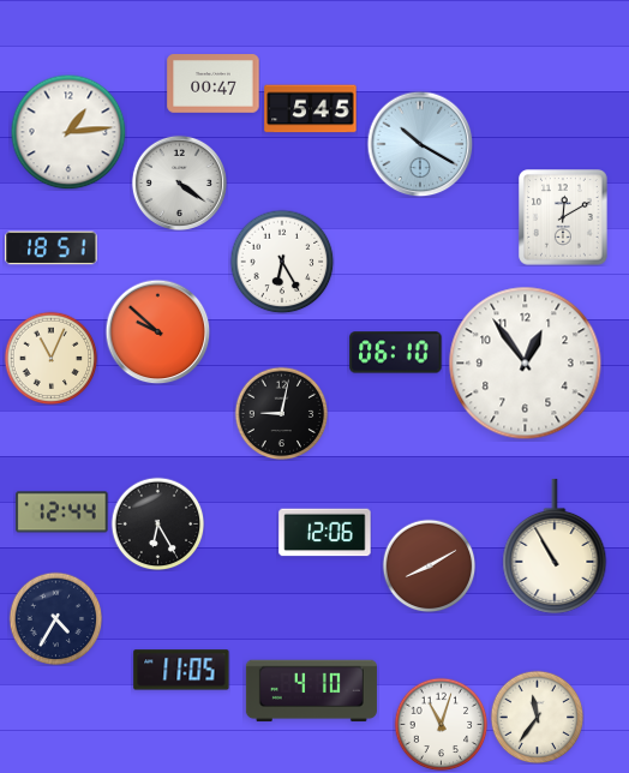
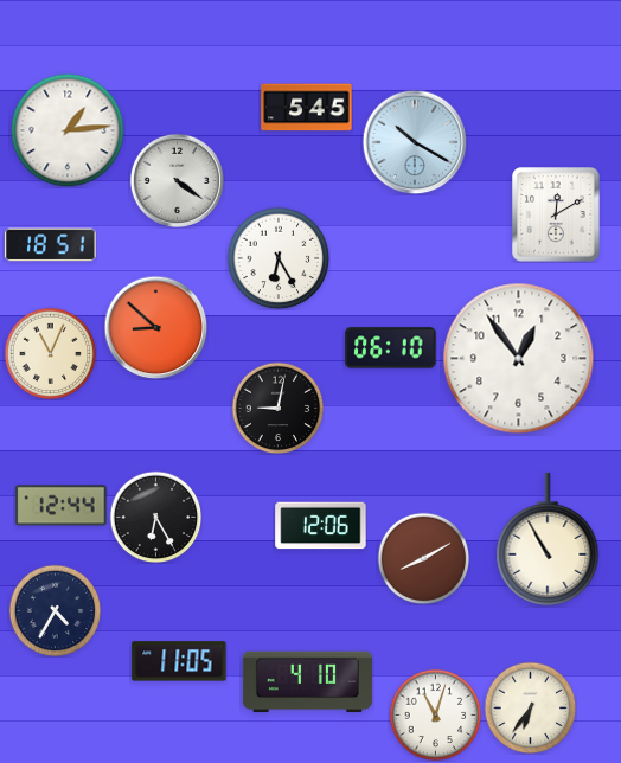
clock at (214, 84): 00:47 -> none
clock at (157, 331): 9:52 -> 8:52
clock at (537, 717): 11:36 -> 6:36
